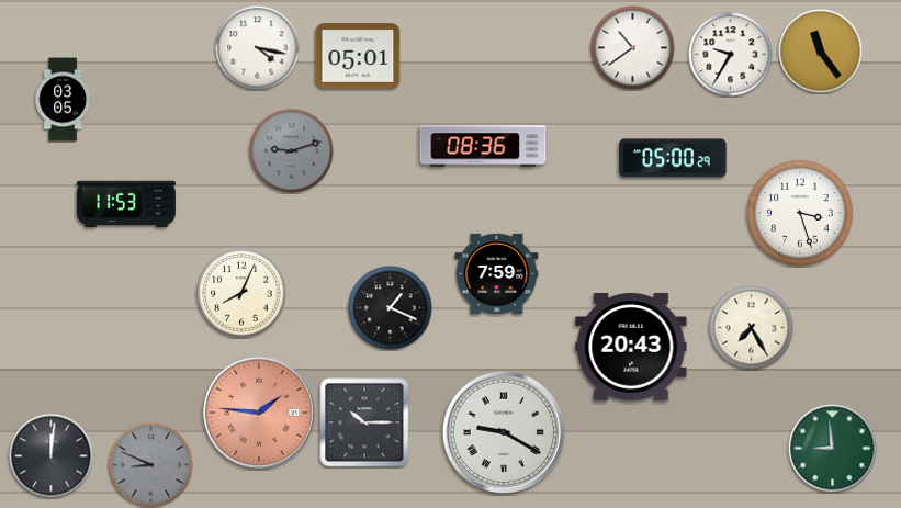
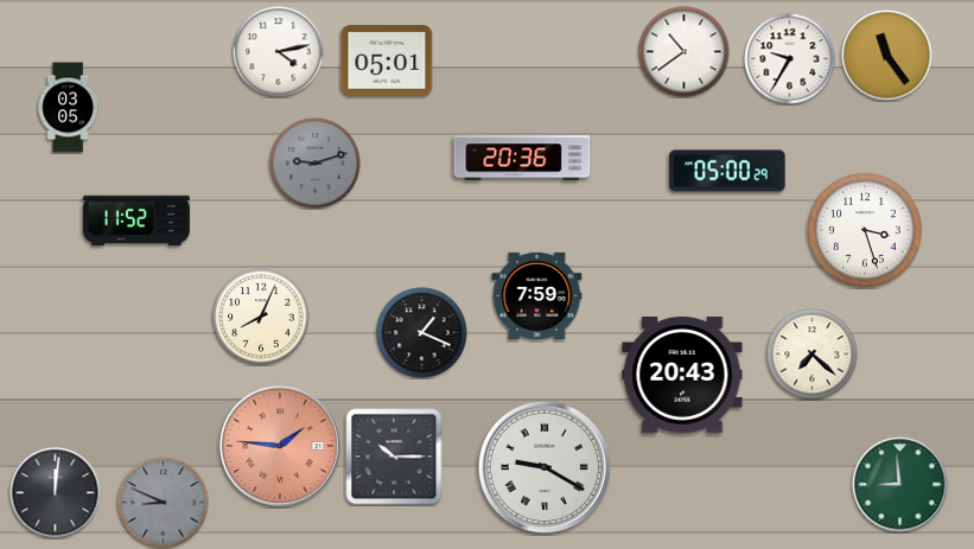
clock at (258, 48): 4:17 -> 4:13
clock at (483, 146): 08:36 -> 20:36
clock at (126, 204): 11:53 -> 11:52
clock at (752, 328): 7:25 -> 7:22
